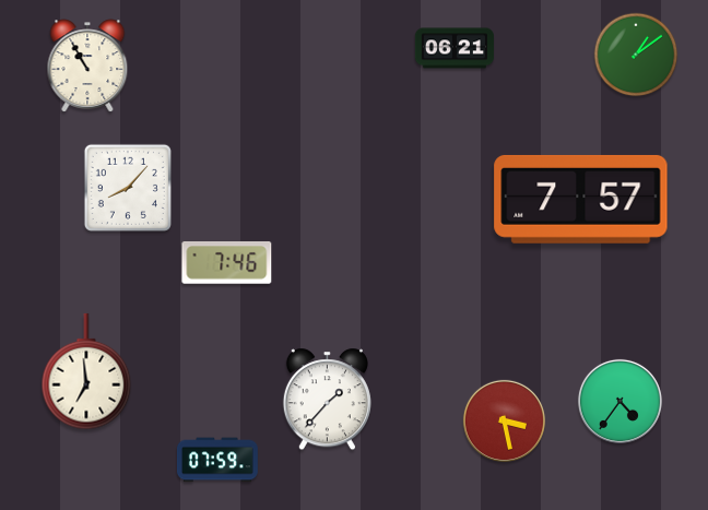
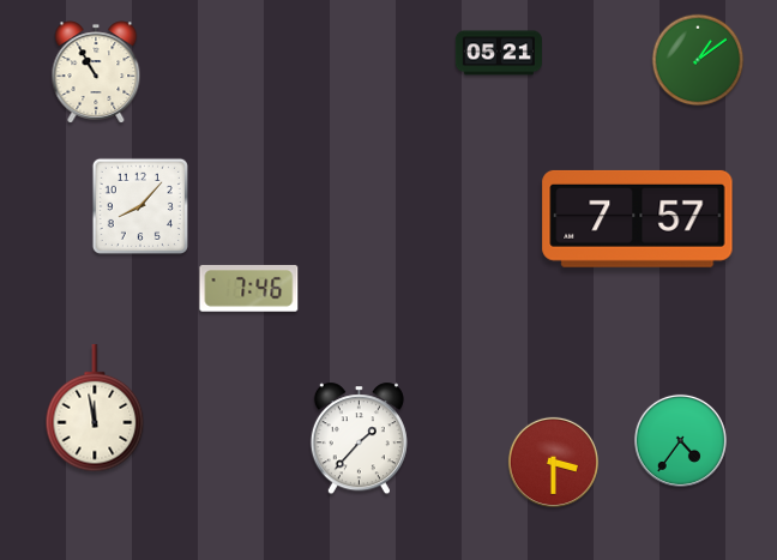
clock at (455, 48): 06:21 -> 05:21
clock at (86, 371): 6:59 -> 11:58
clock at (504, 420): 3:28 -> 3:30
clock at (217, 460): 07:59 -> none
